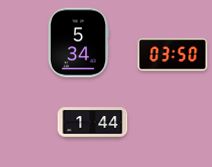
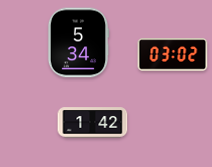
clock at (173, 55): 03:50 -> 03:02
clock at (93, 123): 1:44 -> 1:42
